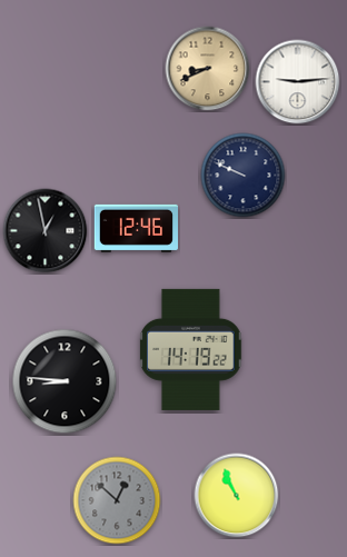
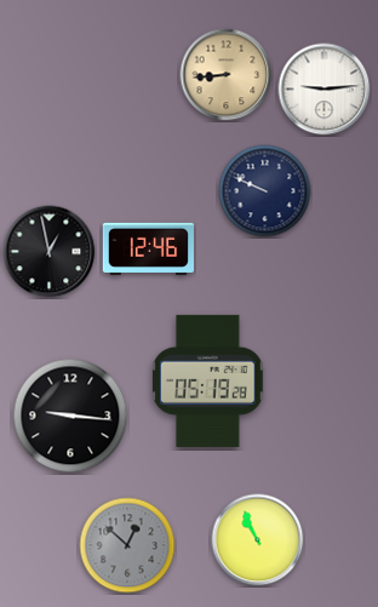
clock at (208, 69): 8:41 -> 8:44
clock at (191, 349): 14:19 -> 05:19
clock at (65, 381): 8:46 -> 9:16
